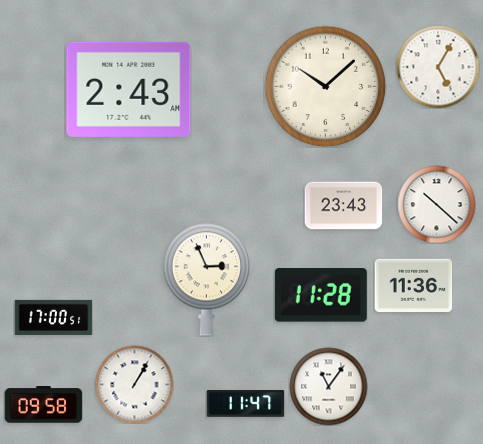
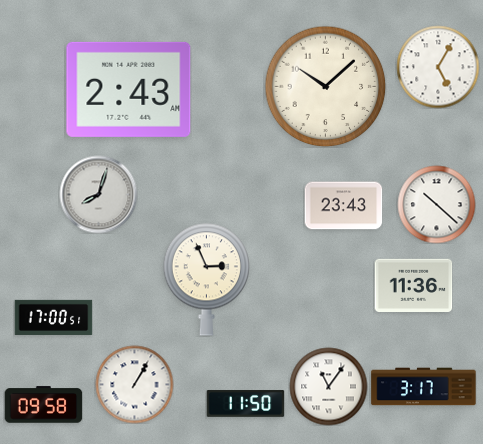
clock at (98, 194): none -> 8:03
clock at (321, 295): 11:28 -> none
clock at (424, 387): none -> 3:17
clock at (245, 404): 11:47 -> 11:50
